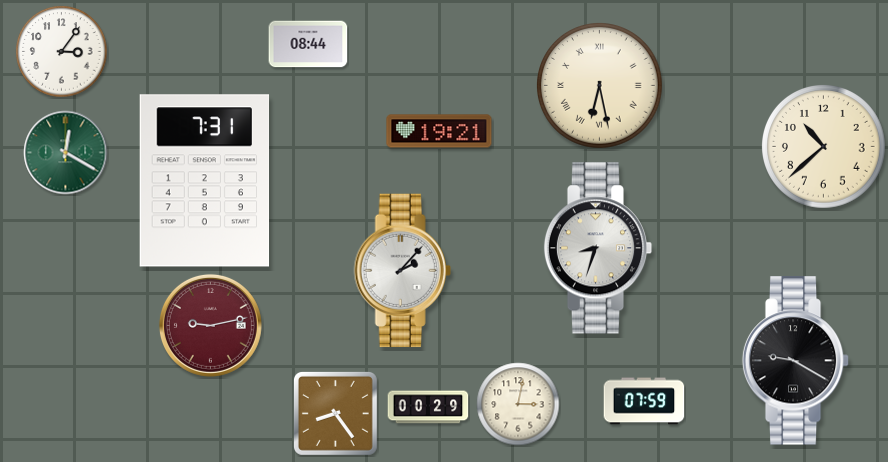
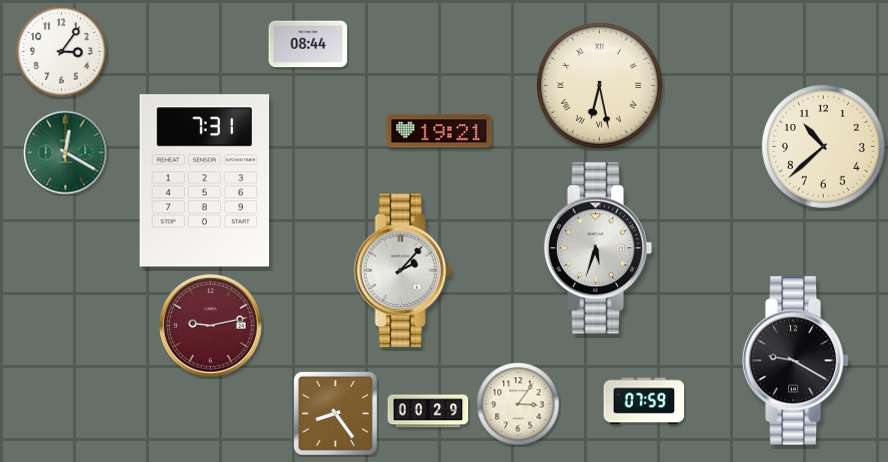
clock at (598, 248): 8:33 -> 5:33
clock at (518, 404): 3:02 -> 3:06
clock at (428, 407) position: (428, 407) -> (428, 411)
